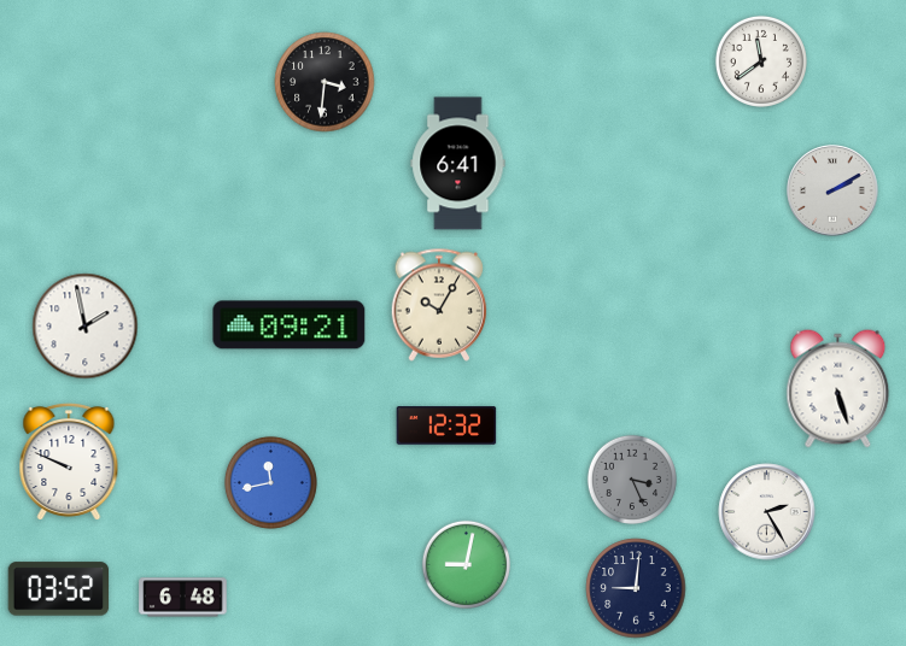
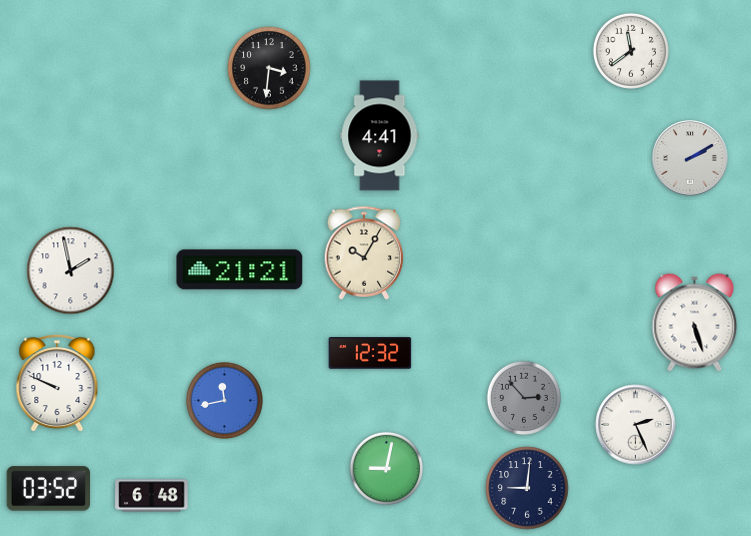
clock at (458, 164): 6:41 -> 4:41
clock at (290, 325): 09:21 -> 21:21
clock at (632, 480): 3:26 -> 2:53
clock at (767, 512): 2:25 -> 2:26
